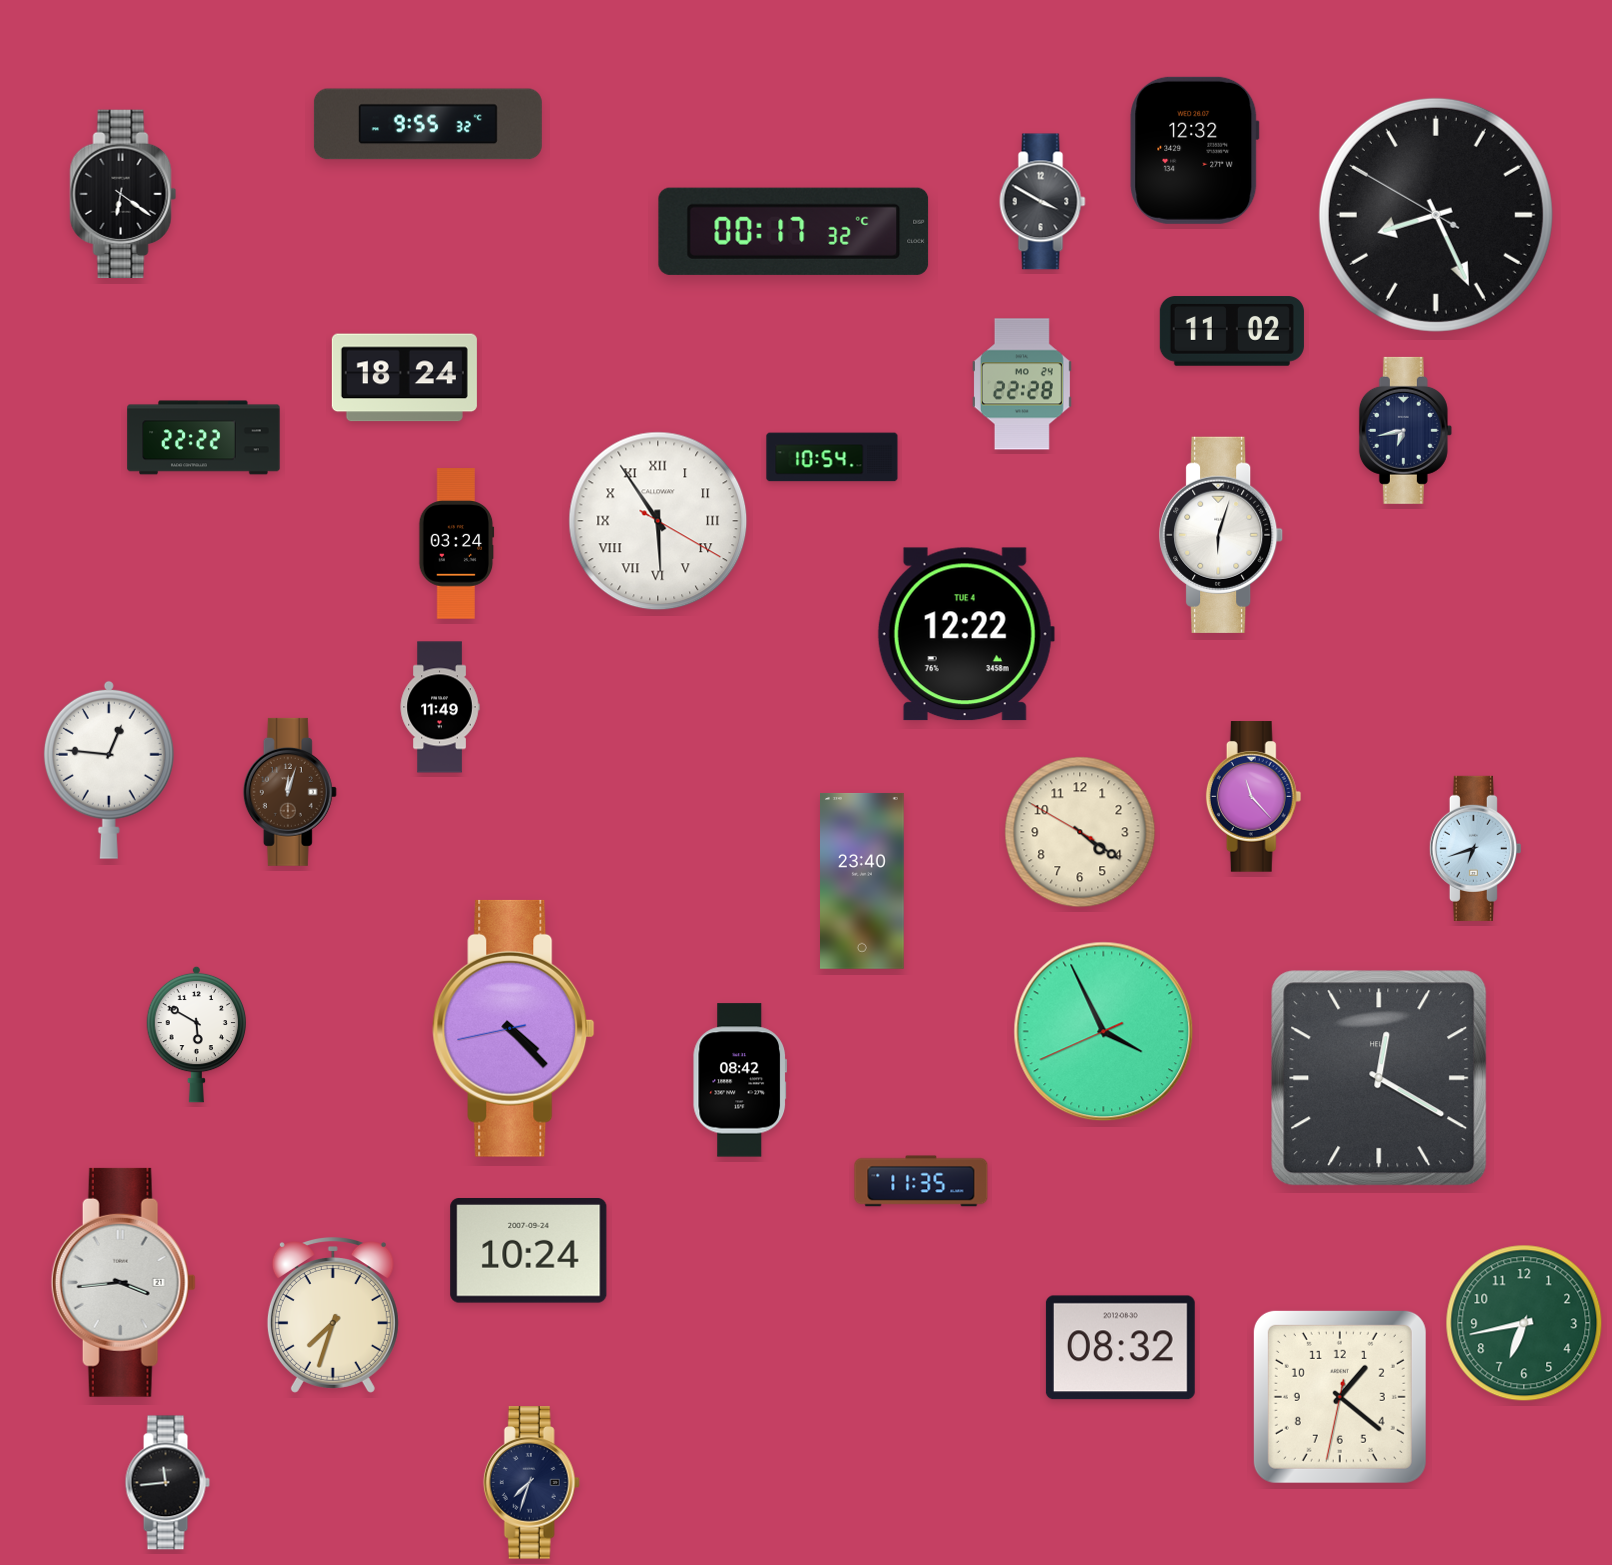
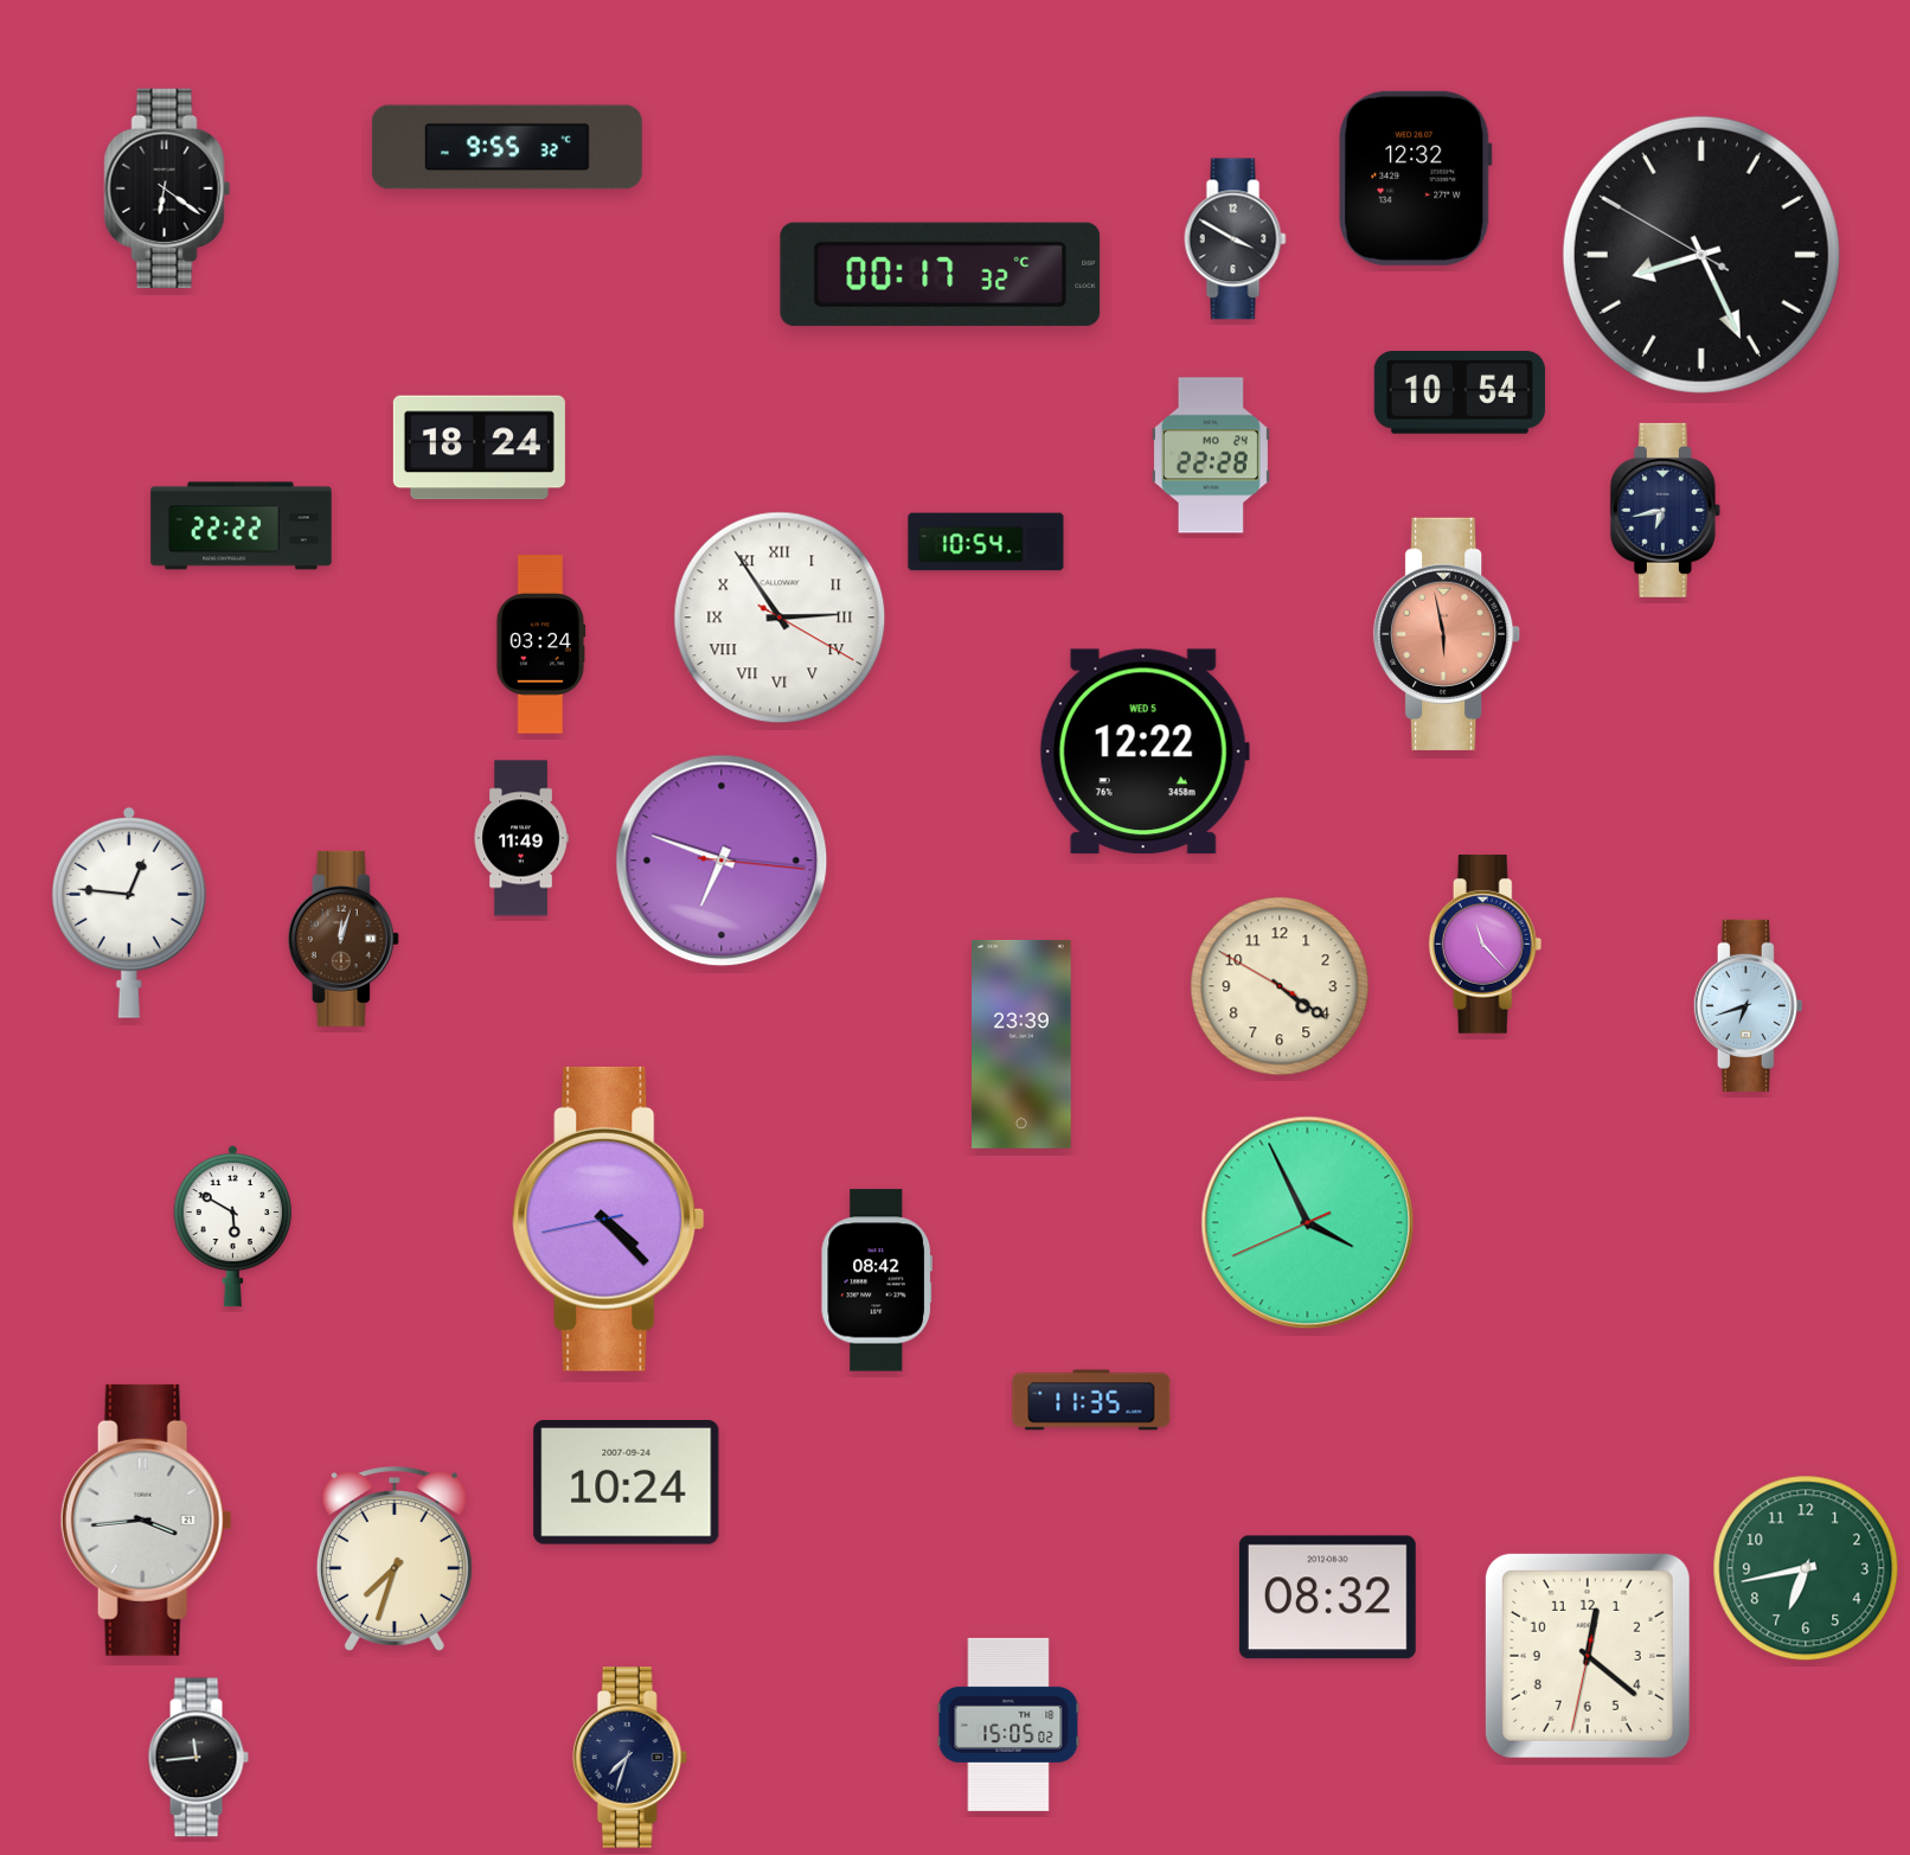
clock at (123, 193) position: (123, 193) -> (167, 187)
clock at (1232, 331): 11:02 -> 10:54
clock at (204, 438) position: (204, 438) -> (242, 526)
clock at (658, 521): 5:54 -> 2:54
clock at (1222, 535): 6:03 -> 5:58
clock at (1222, 535) dial: white -> salmon
clock at (966, 634) date: TUE 4 -> WED 5
clock at (722, 861): none -> 6:48
clock at (863, 881): 23:40 -> 23:39
clock at (1379, 1078): 12:20 -> none
clock at (1340, 1397): 1:21 -> 12:21
clock at (1008, 1725): none -> 15:05
